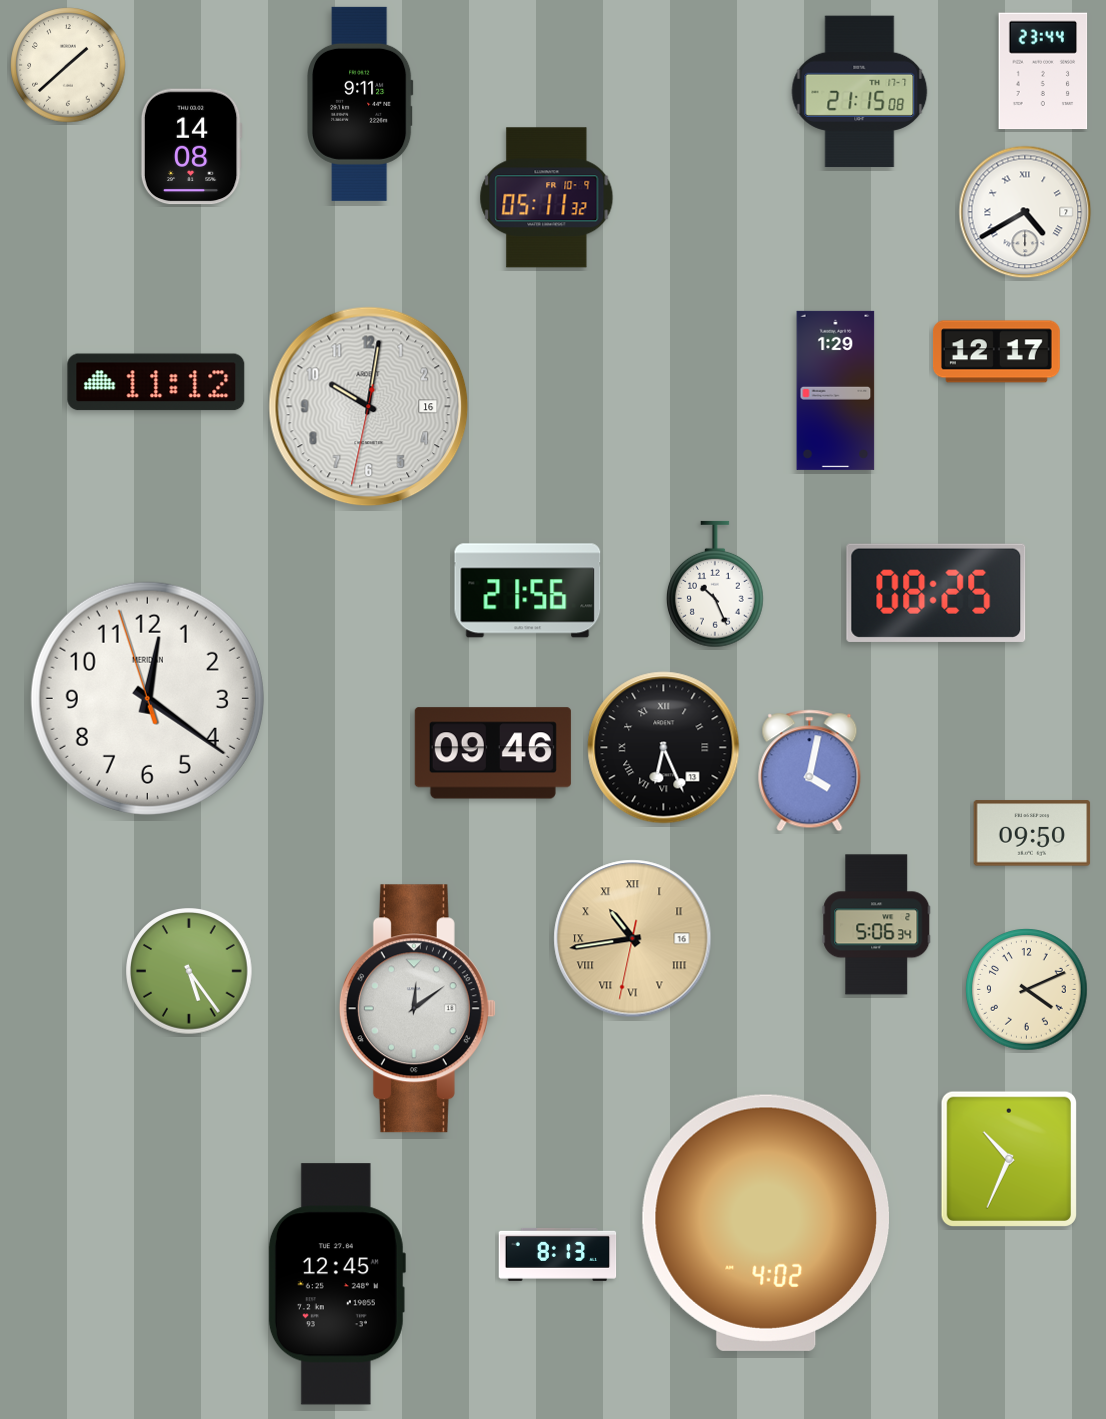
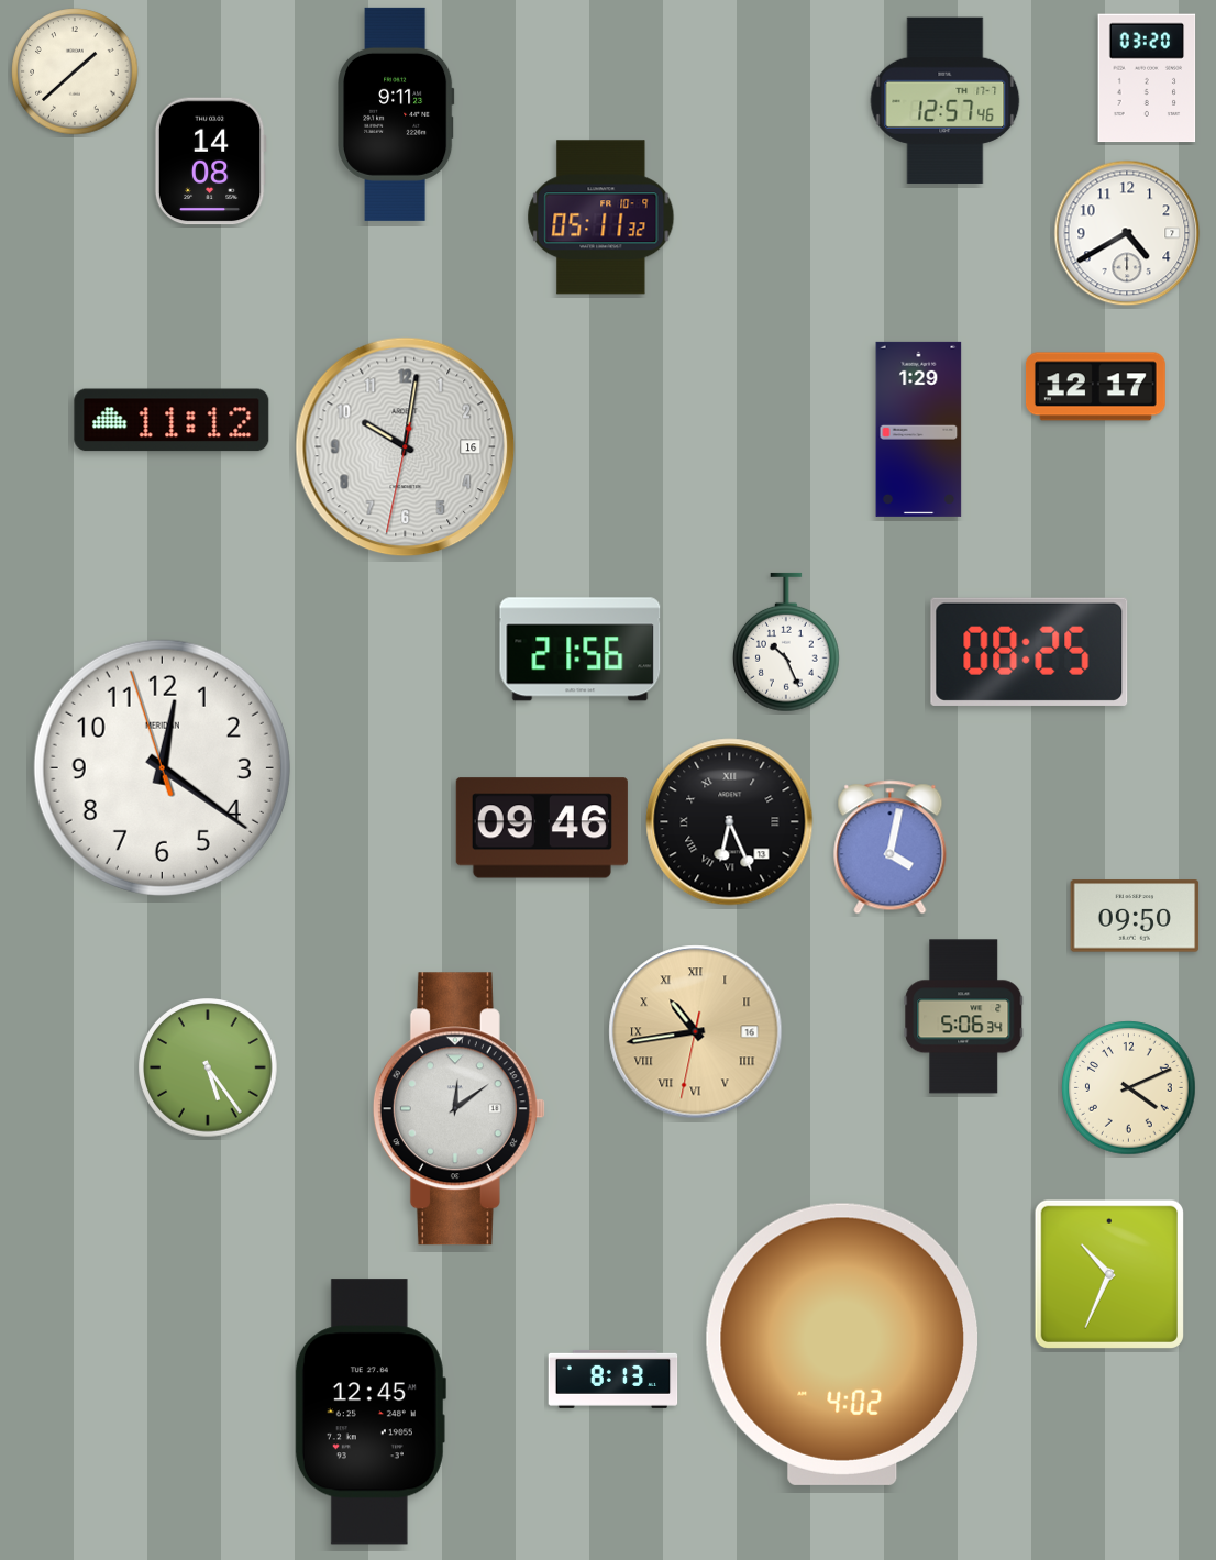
clock at (1043, 71): 23:44 -> 03:20
clock at (860, 92): 21:15 -> 12:57
clock at (1025, 212) numerals: Roman -> Arabic
